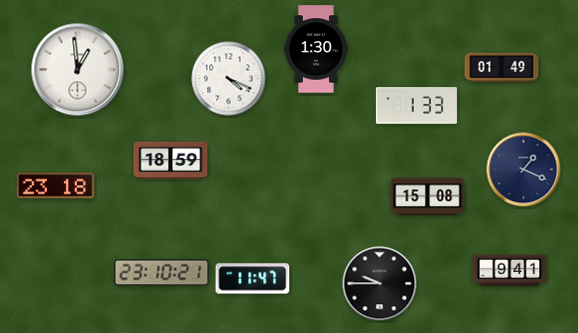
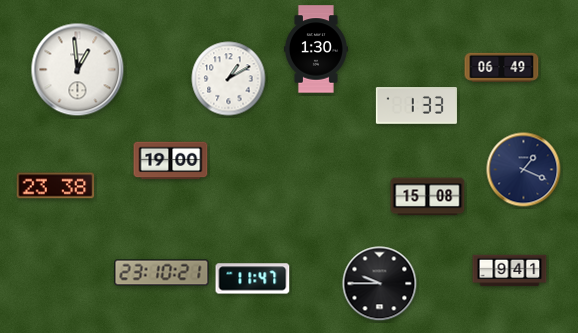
clock at (502, 67): 01:49 -> 06:49
clock at (229, 79): 4:19 -> 1:10
clock at (171, 161): 18:59 -> 19:00
clock at (56, 186): 23:18 -> 23:38
